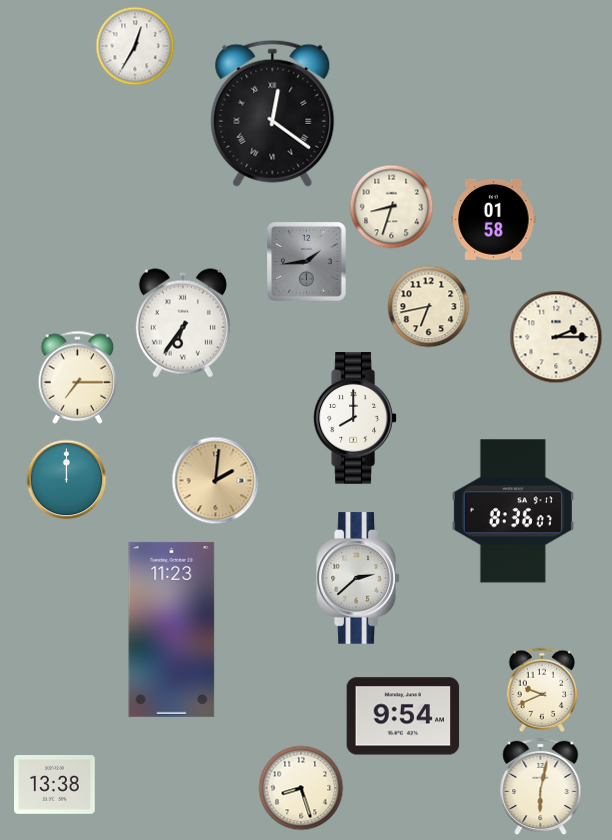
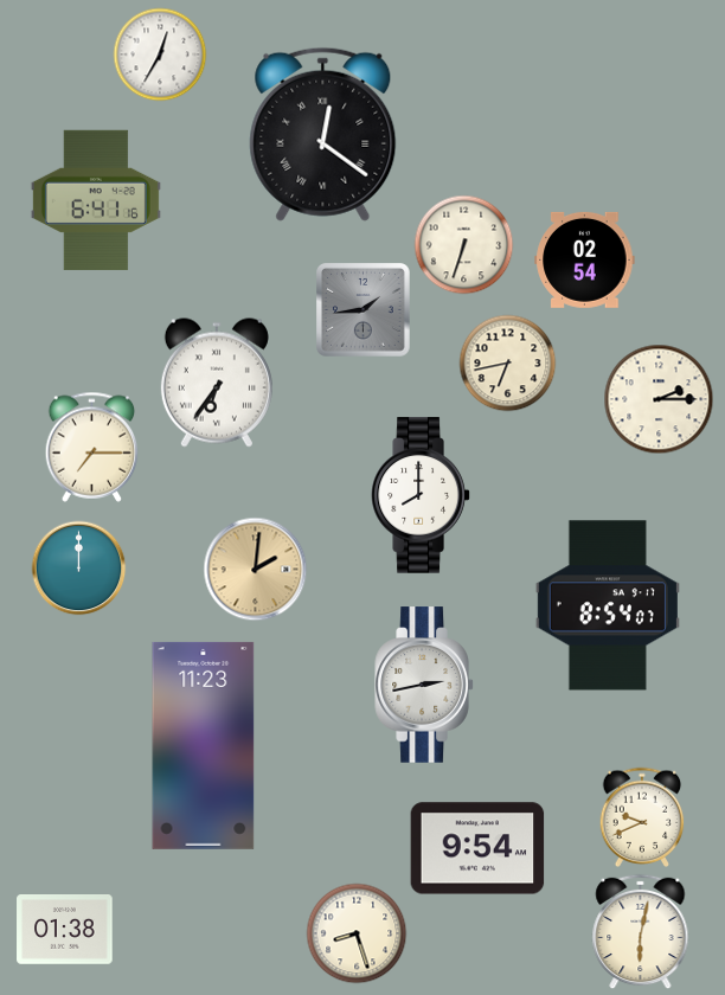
clock at (96, 200): none -> 6:41
clock at (391, 206): 8:33 -> 6:33
clock at (494, 219): 01:58 -> 02:54
clock at (513, 511): 8:36 -> 8:54
clock at (358, 578): 2:38 -> 2:43
clock at (55, 785): 13:38 -> 01:38
